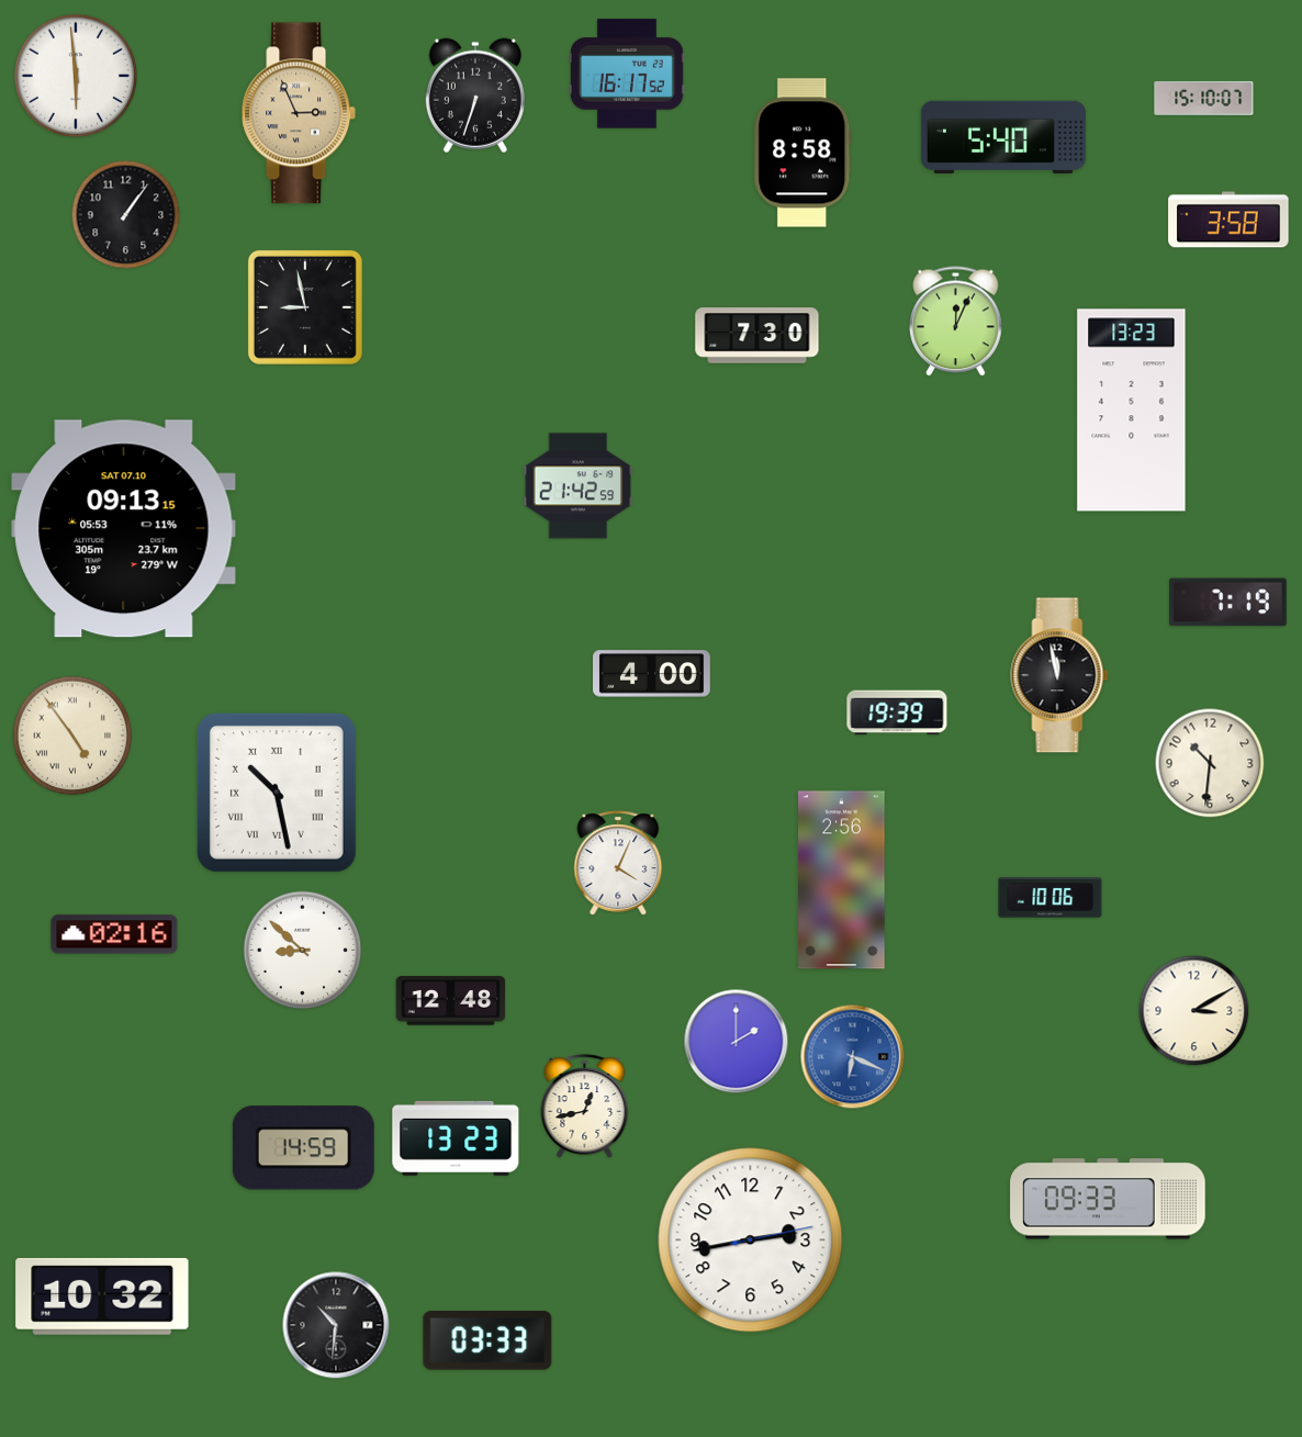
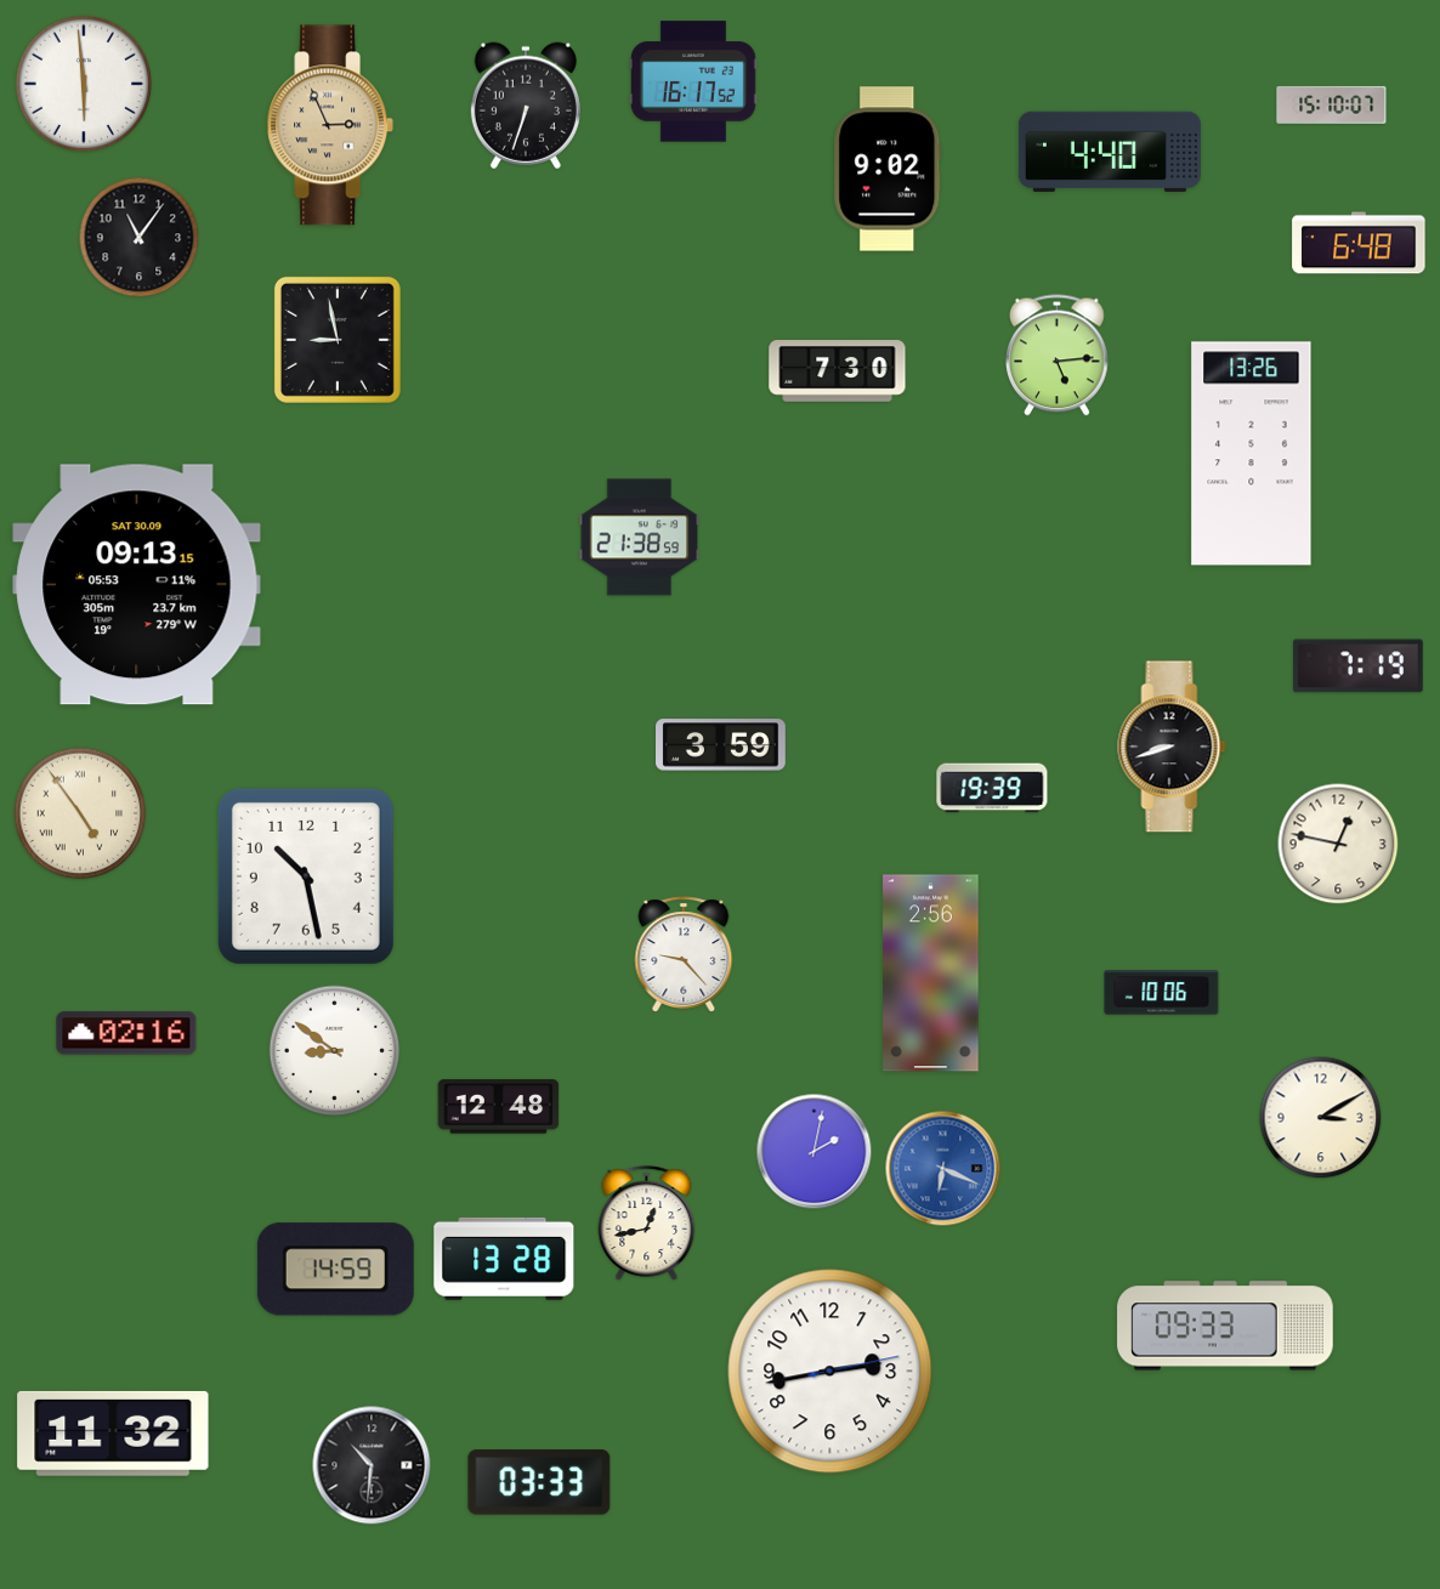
clock at (1204, 98) position: (1204, 98) -> (1332, 104)
clock at (1003, 136): 5:40 -> 4:40
clock at (802, 153): 8:58 -> 9:02
clock at (126, 215): 1:06 -> 11:06
clock at (1228, 220): 3:58 -> 6:48
clock at (956, 322): 12:04 -> 5:14
clock at (1132, 411): 13:23 -> 13:26
clock at (579, 486): 21:42 -> 21:38
clock at (124, 529) date: SAT 07.10 -> SAT 30.09
clock at (652, 674): 4:00 -> 3:59
clock at (1059, 675): 11:58 -> 8:42
clock at (1210, 763): 10:31 -> 12:47
clock at (277, 793) numerals: Roman -> Arabic
clock at (618, 863): 4:04 -> 9:23
clock at (303, 951): 8:52 -> 8:51
clock at (737, 1042): 2:00 -> 2:02
clock at (456, 1138): 13:23 -> 13:28
clock at (102, 1296): 10:32 -> 11:32
